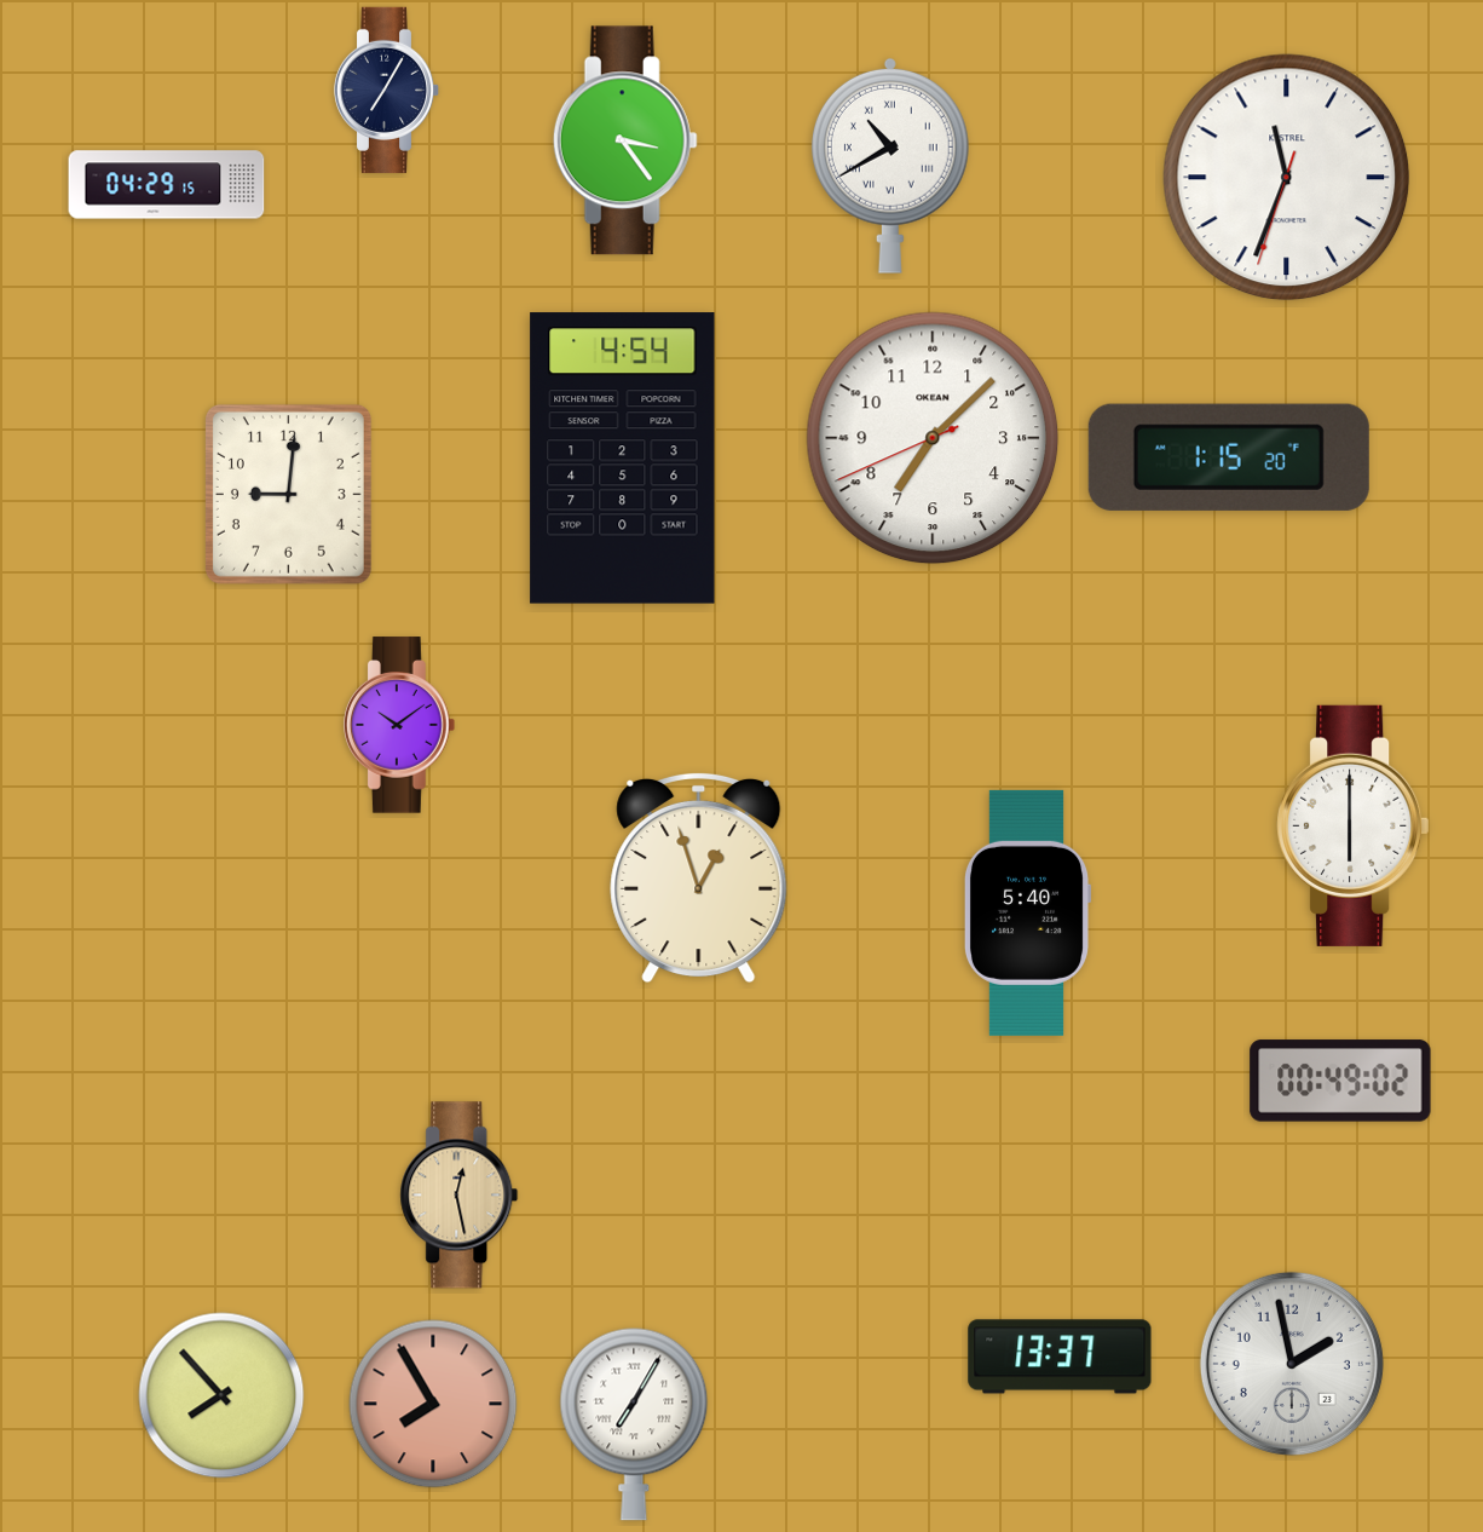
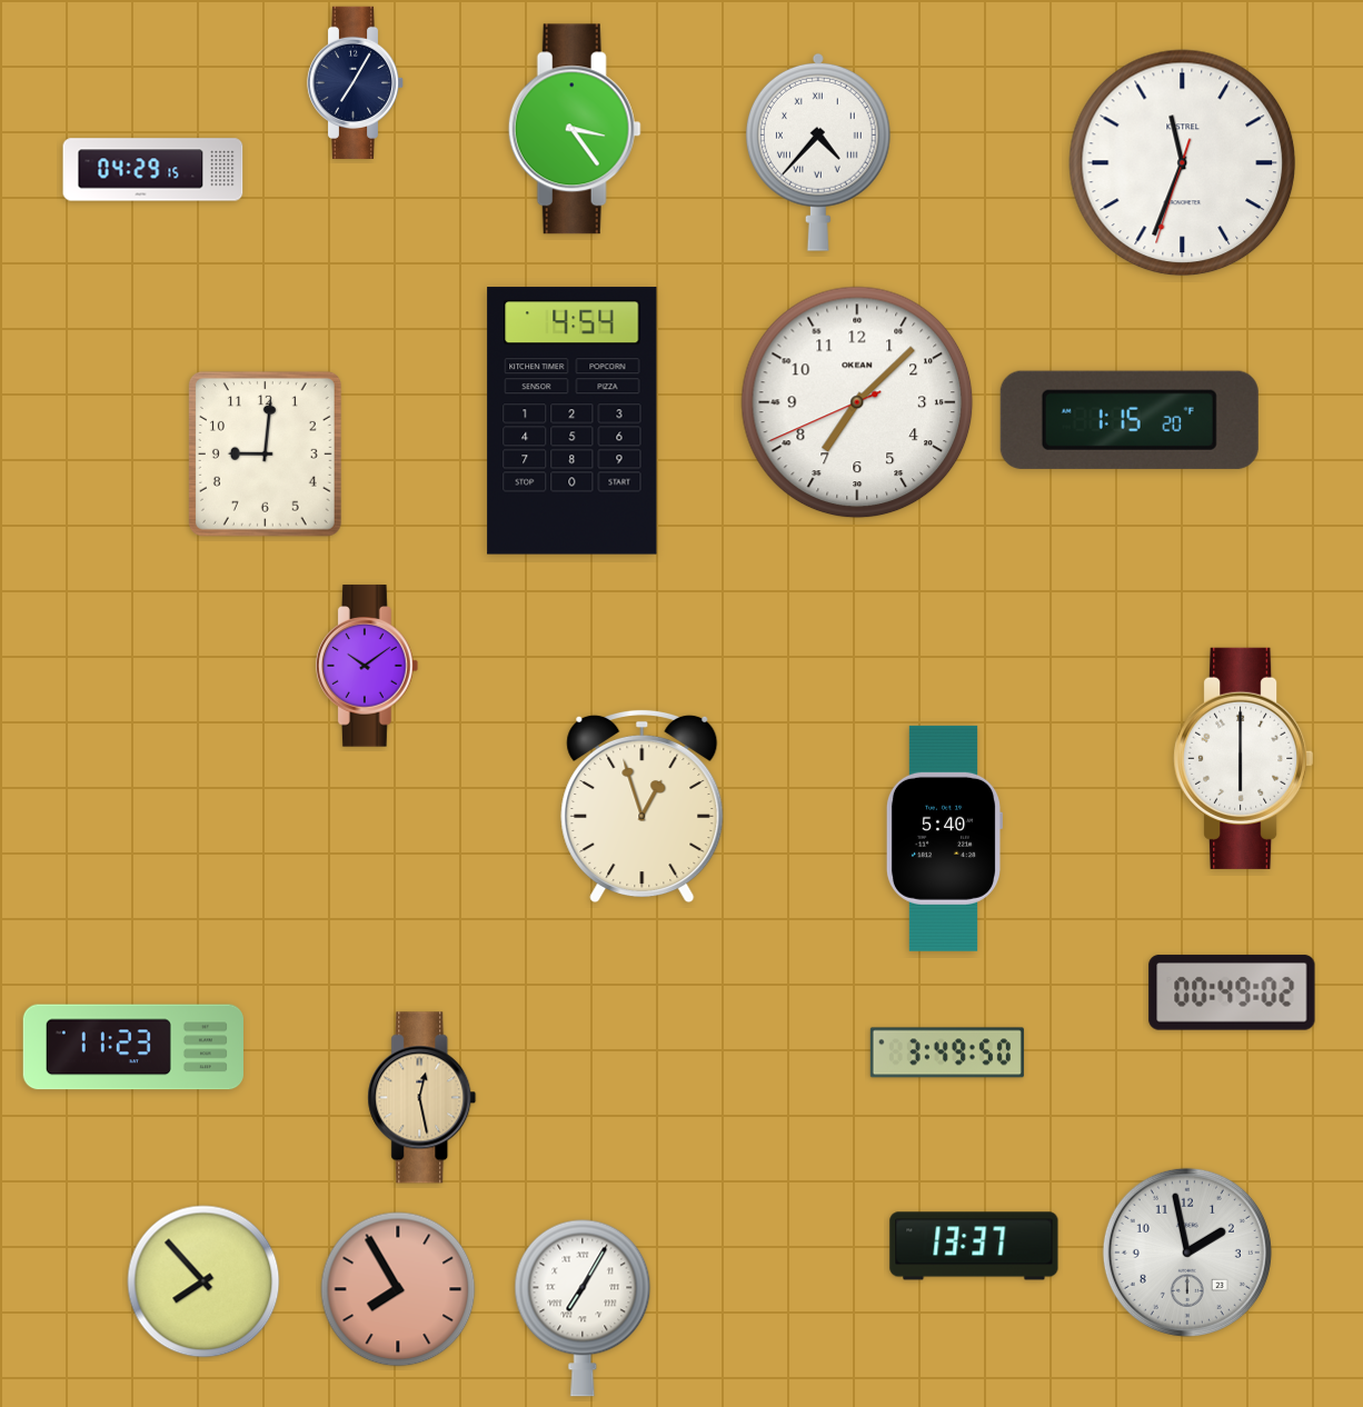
clock at (890, 166): 10:40 -> 4:37
clock at (133, 1047): none -> 11:23
clock at (947, 1052): none -> 3:49
